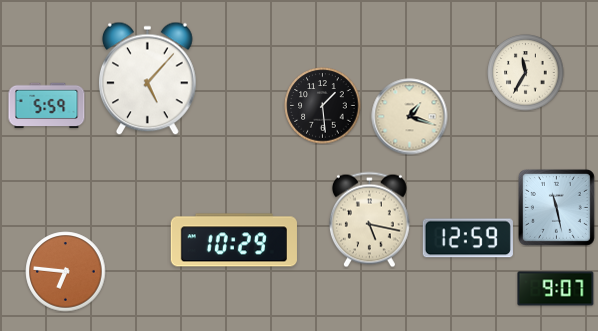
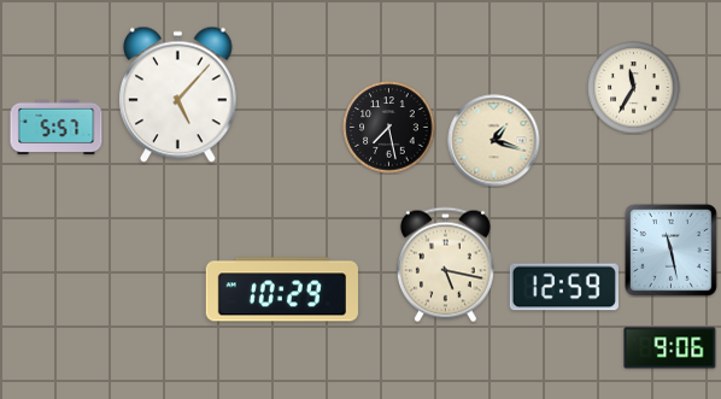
clock at (47, 106): 5:59 -> 5:57
clock at (323, 106): 1:29 -> 7:28
clock at (66, 272): 6:46 -> none
clock at (556, 289): 9:07 -> 9:06
